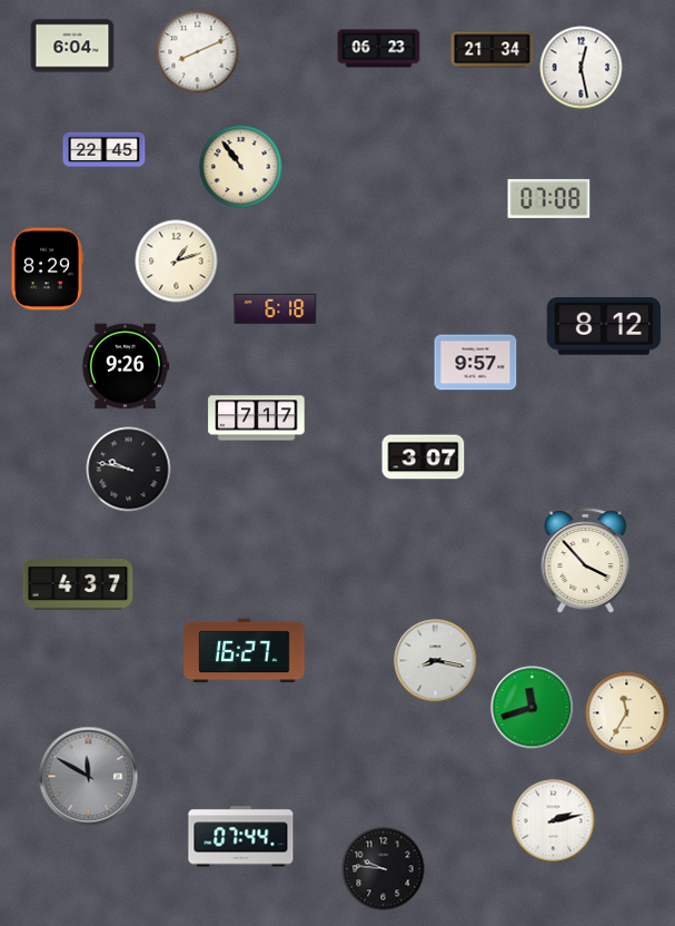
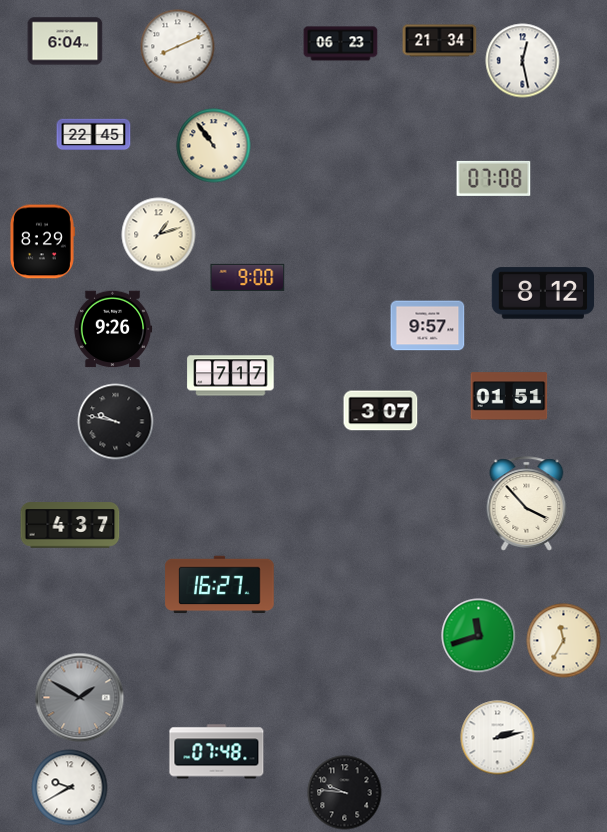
clock at (493, 50) position: (493, 50) -> (440, 41)
clock at (241, 167) position: (241, 167) -> (214, 146)
clock at (276, 308): 6:18 -> 9:00
clock at (509, 396): none -> 01:51
clock at (436, 661): 8:17 -> none
clock at (89, 777): 11:50 -> 1:50
clock at (241, 837): 07:44 -> 07:48
clock at (384, 869) position: (384, 869) -> (345, 793)
clock at (70, 788): none -> 9:40
